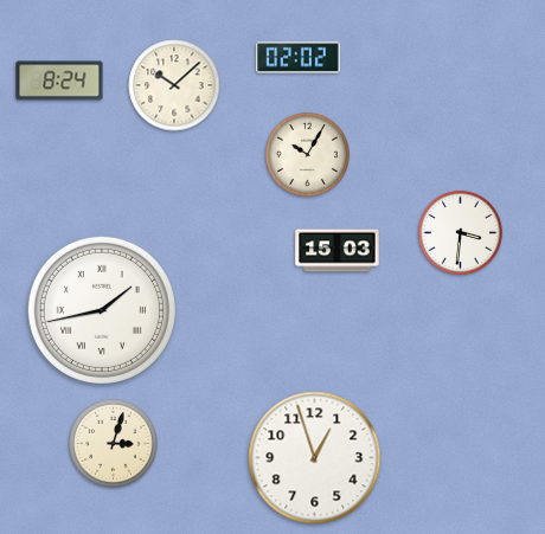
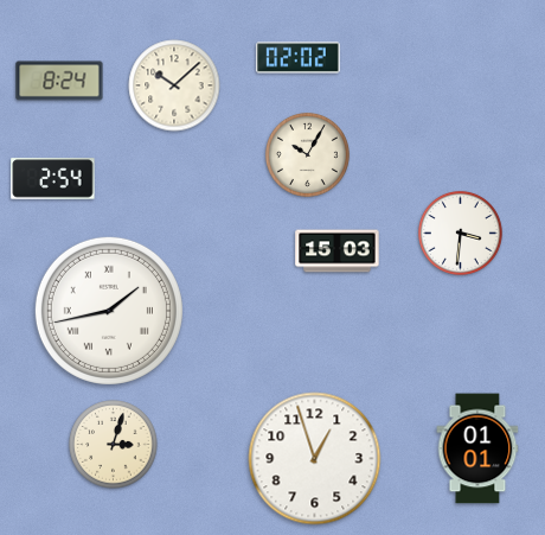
clock at (53, 179): none -> 2:54
clock at (102, 310) position: (102, 310) -> (109, 311)
clock at (477, 448): none -> 01:01
